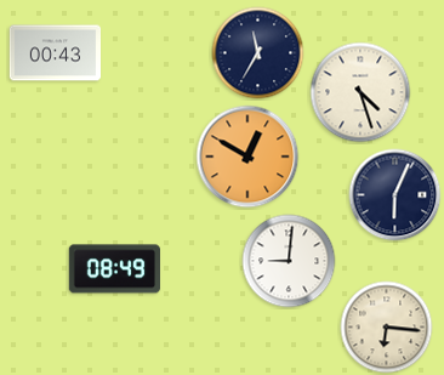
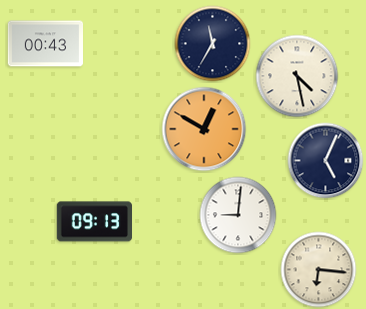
clock at (360, 92): 4:27 -> 4:28
clock at (395, 195): 6:04 -> 5:04
clock at (114, 269): 08:49 -> 09:13
